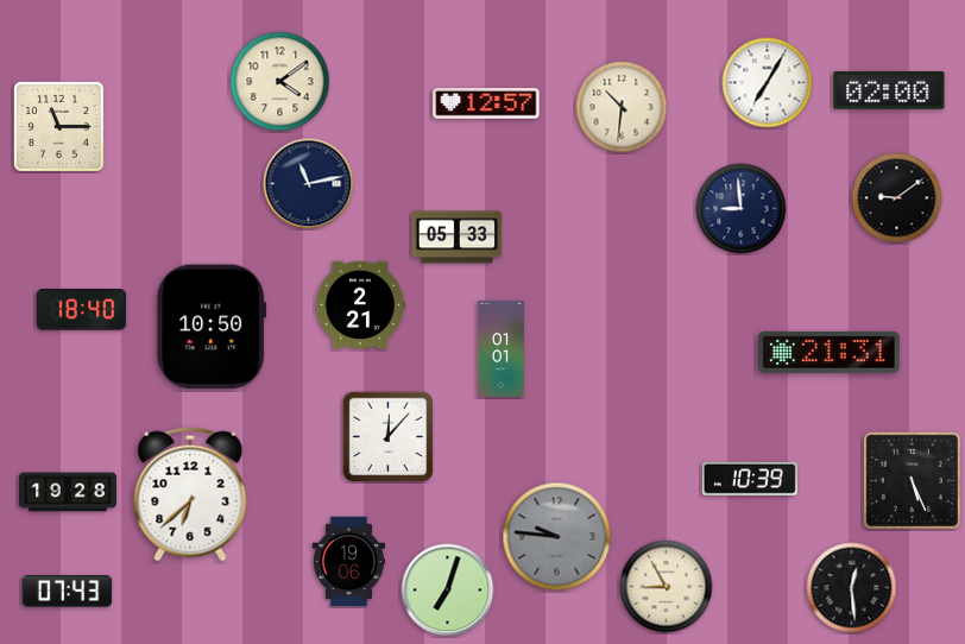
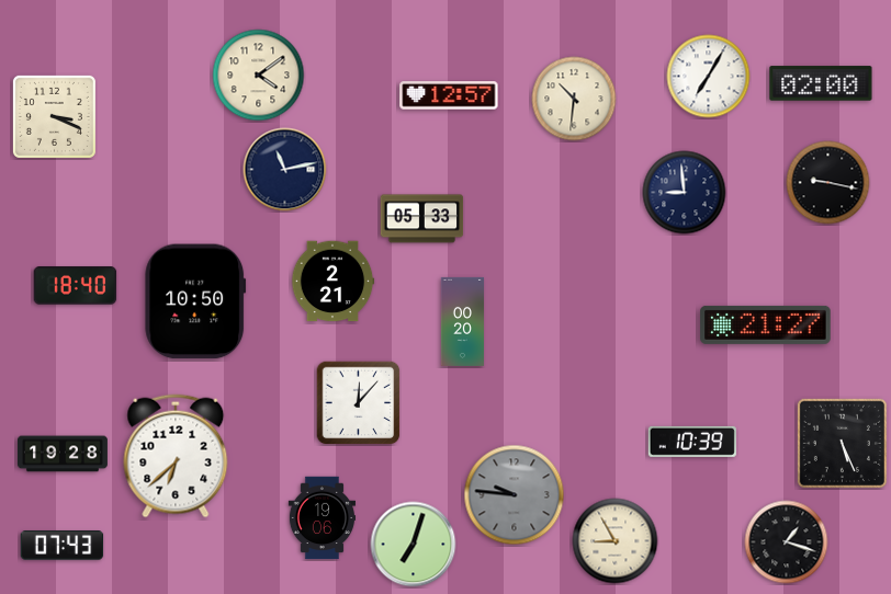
clock at (58, 126): 11:15 -> 3:19
clock at (897, 198): 9:09 -> 9:17
clock at (500, 348): 01:01 -> 00:20
clock at (830, 352): 21:31 -> 21:27
clock at (852, 588): 12:29 -> 1:18
